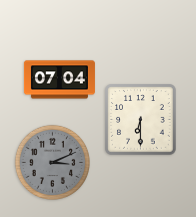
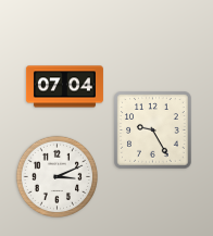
clock at (141, 120): 6:30 -> 9:25
clock at (53, 163) dial: grey -> white
